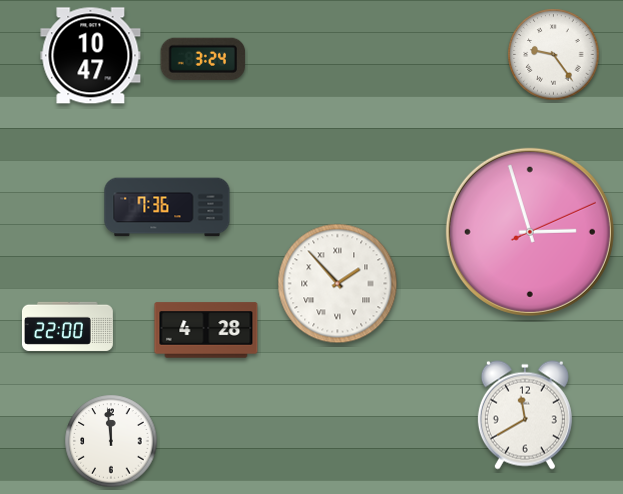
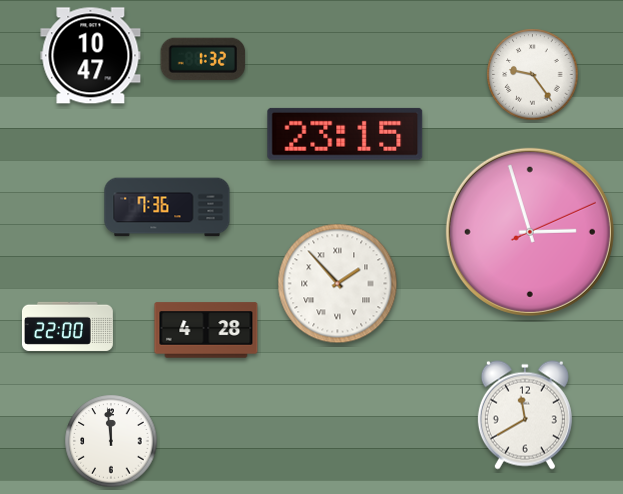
clock at (554, 55) position: (554, 55) -> (533, 75)
clock at (203, 59): 3:24 -> 1:32
clock at (345, 134): none -> 23:15
